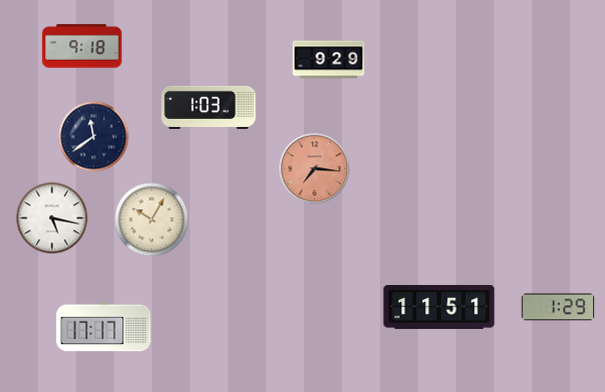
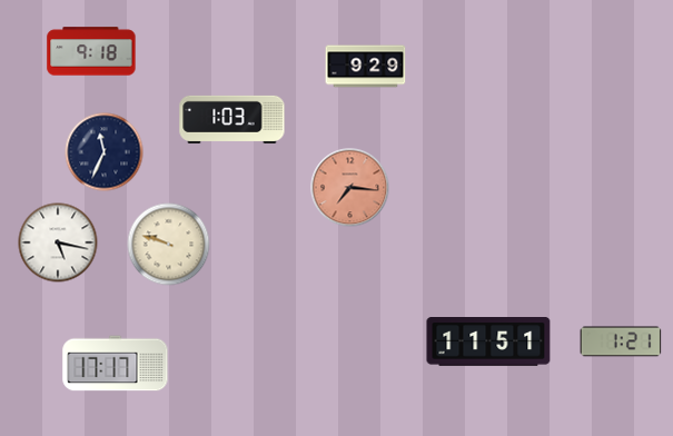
clock at (94, 137): 11:39 -> 11:34
clock at (152, 220): 10:05 -> 9:48
clock at (558, 307): 1:29 -> 1:21
